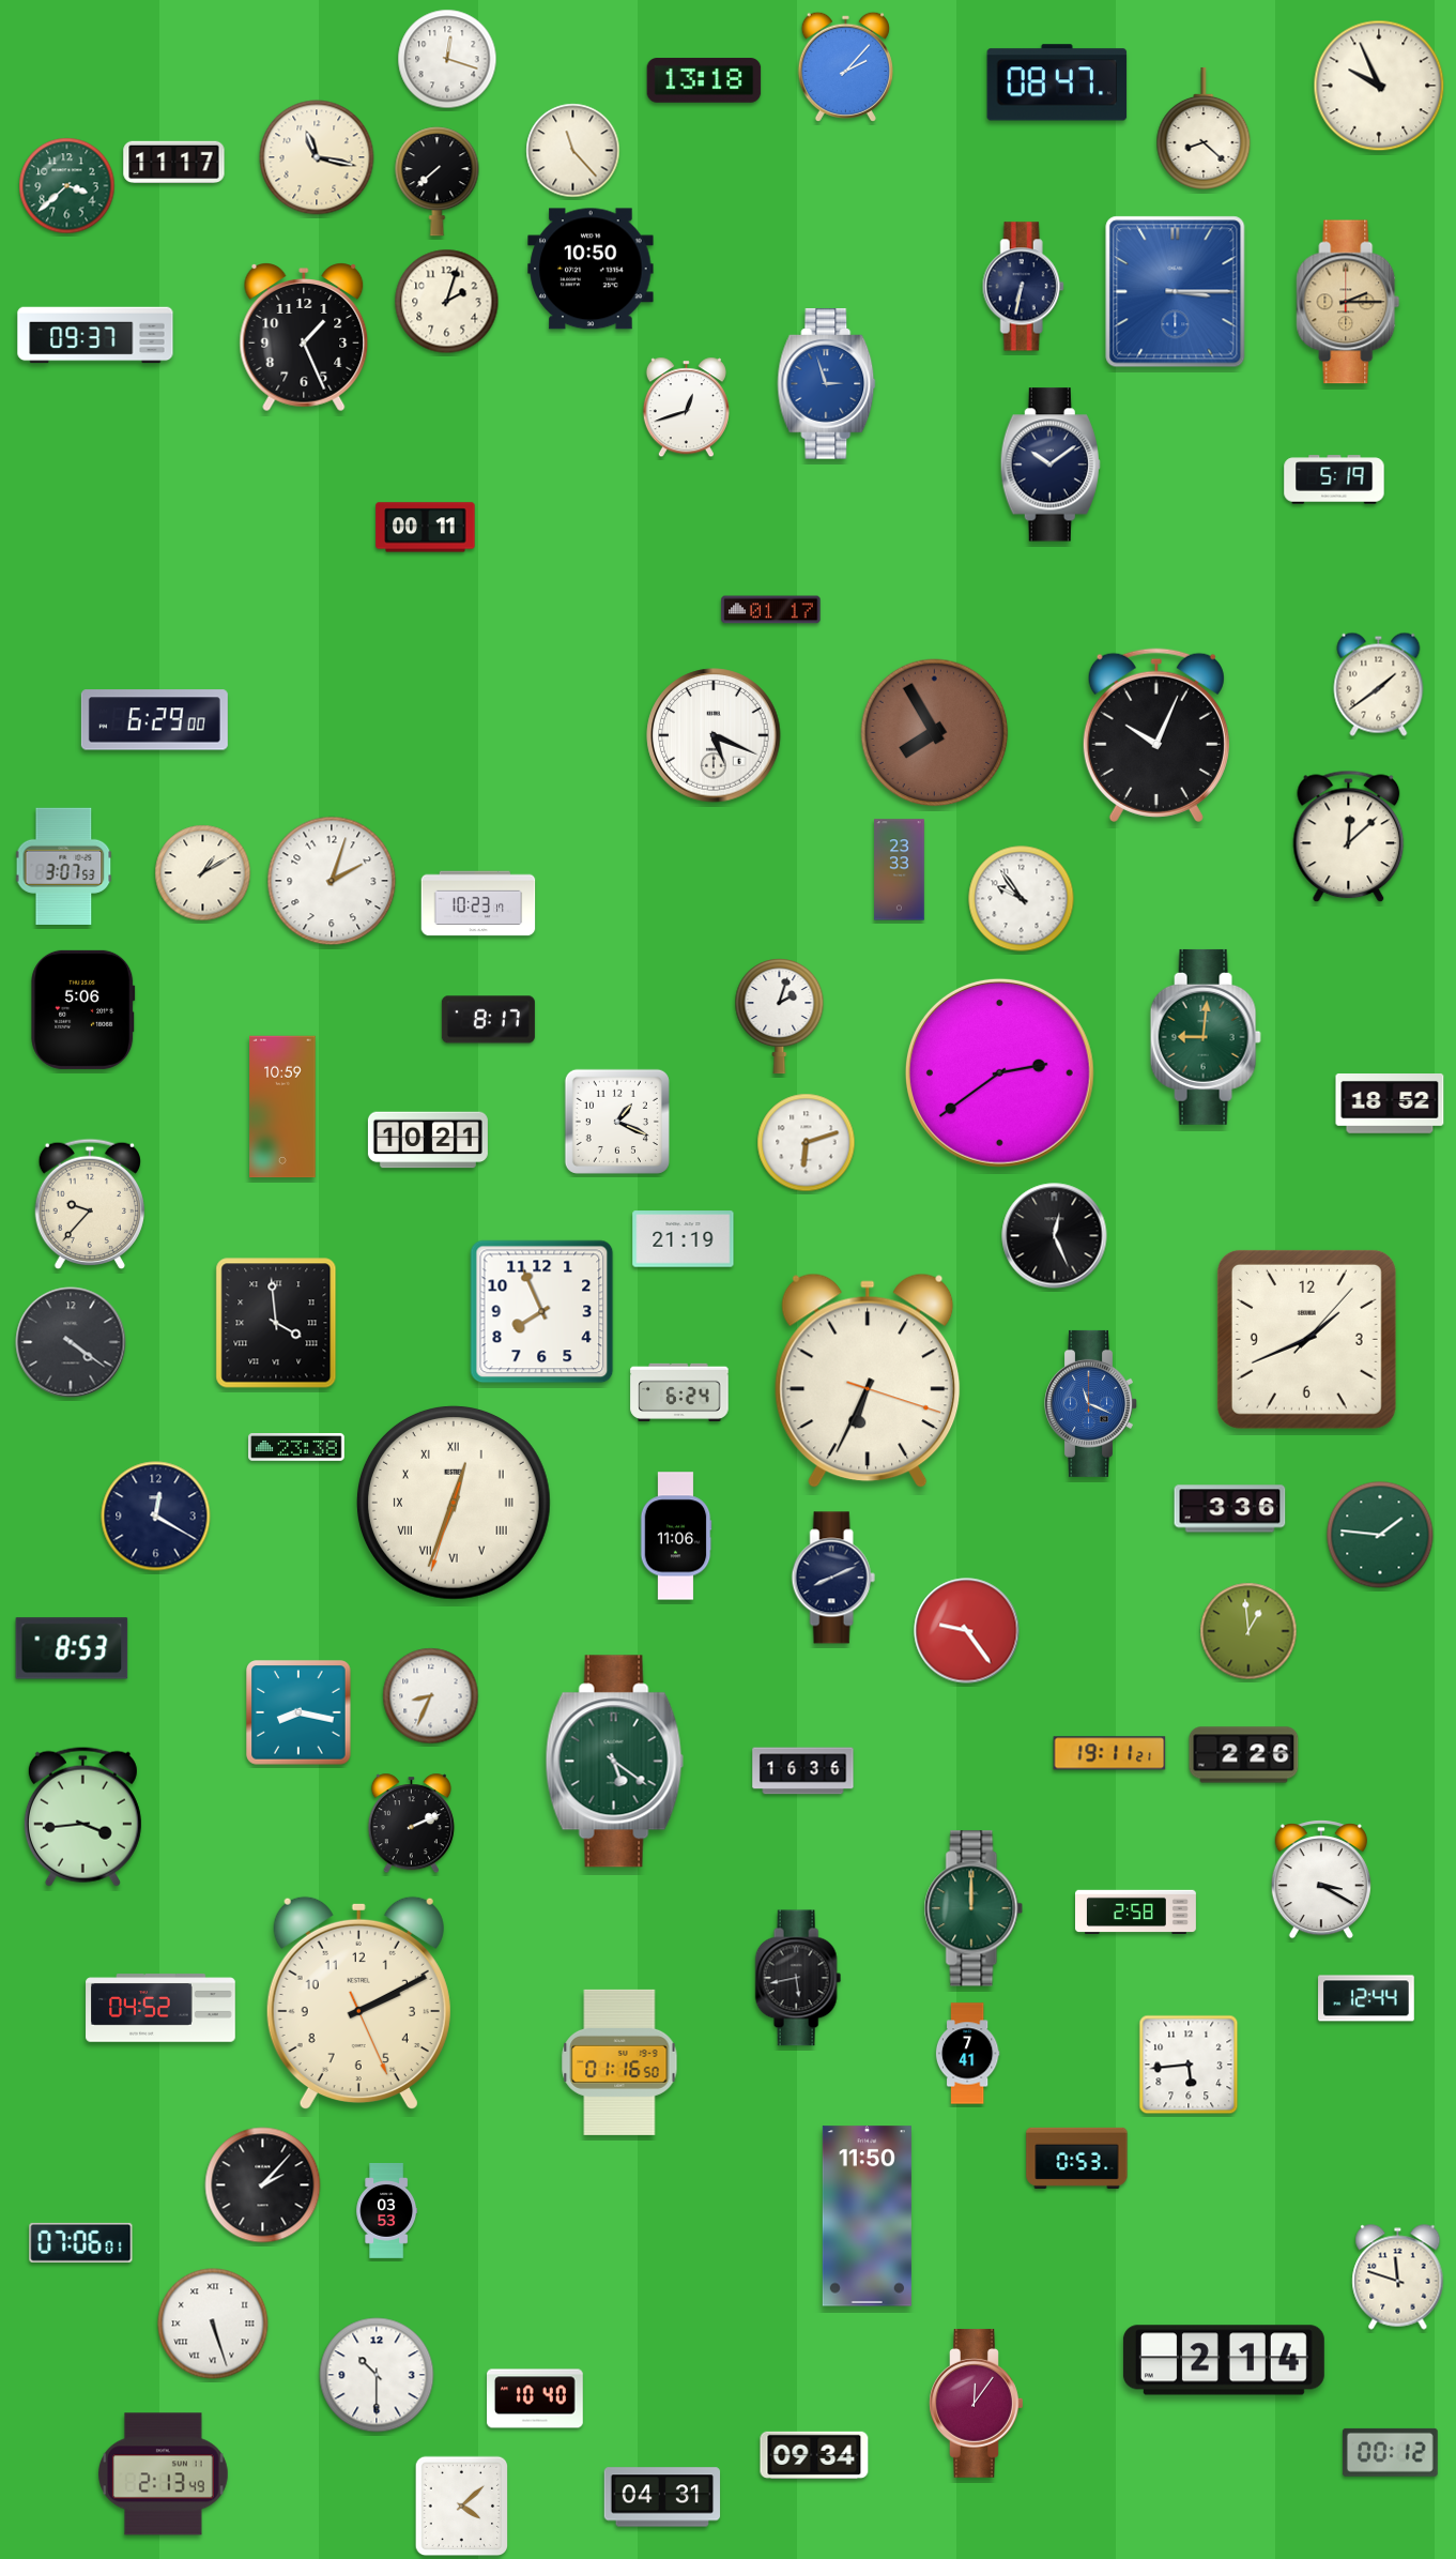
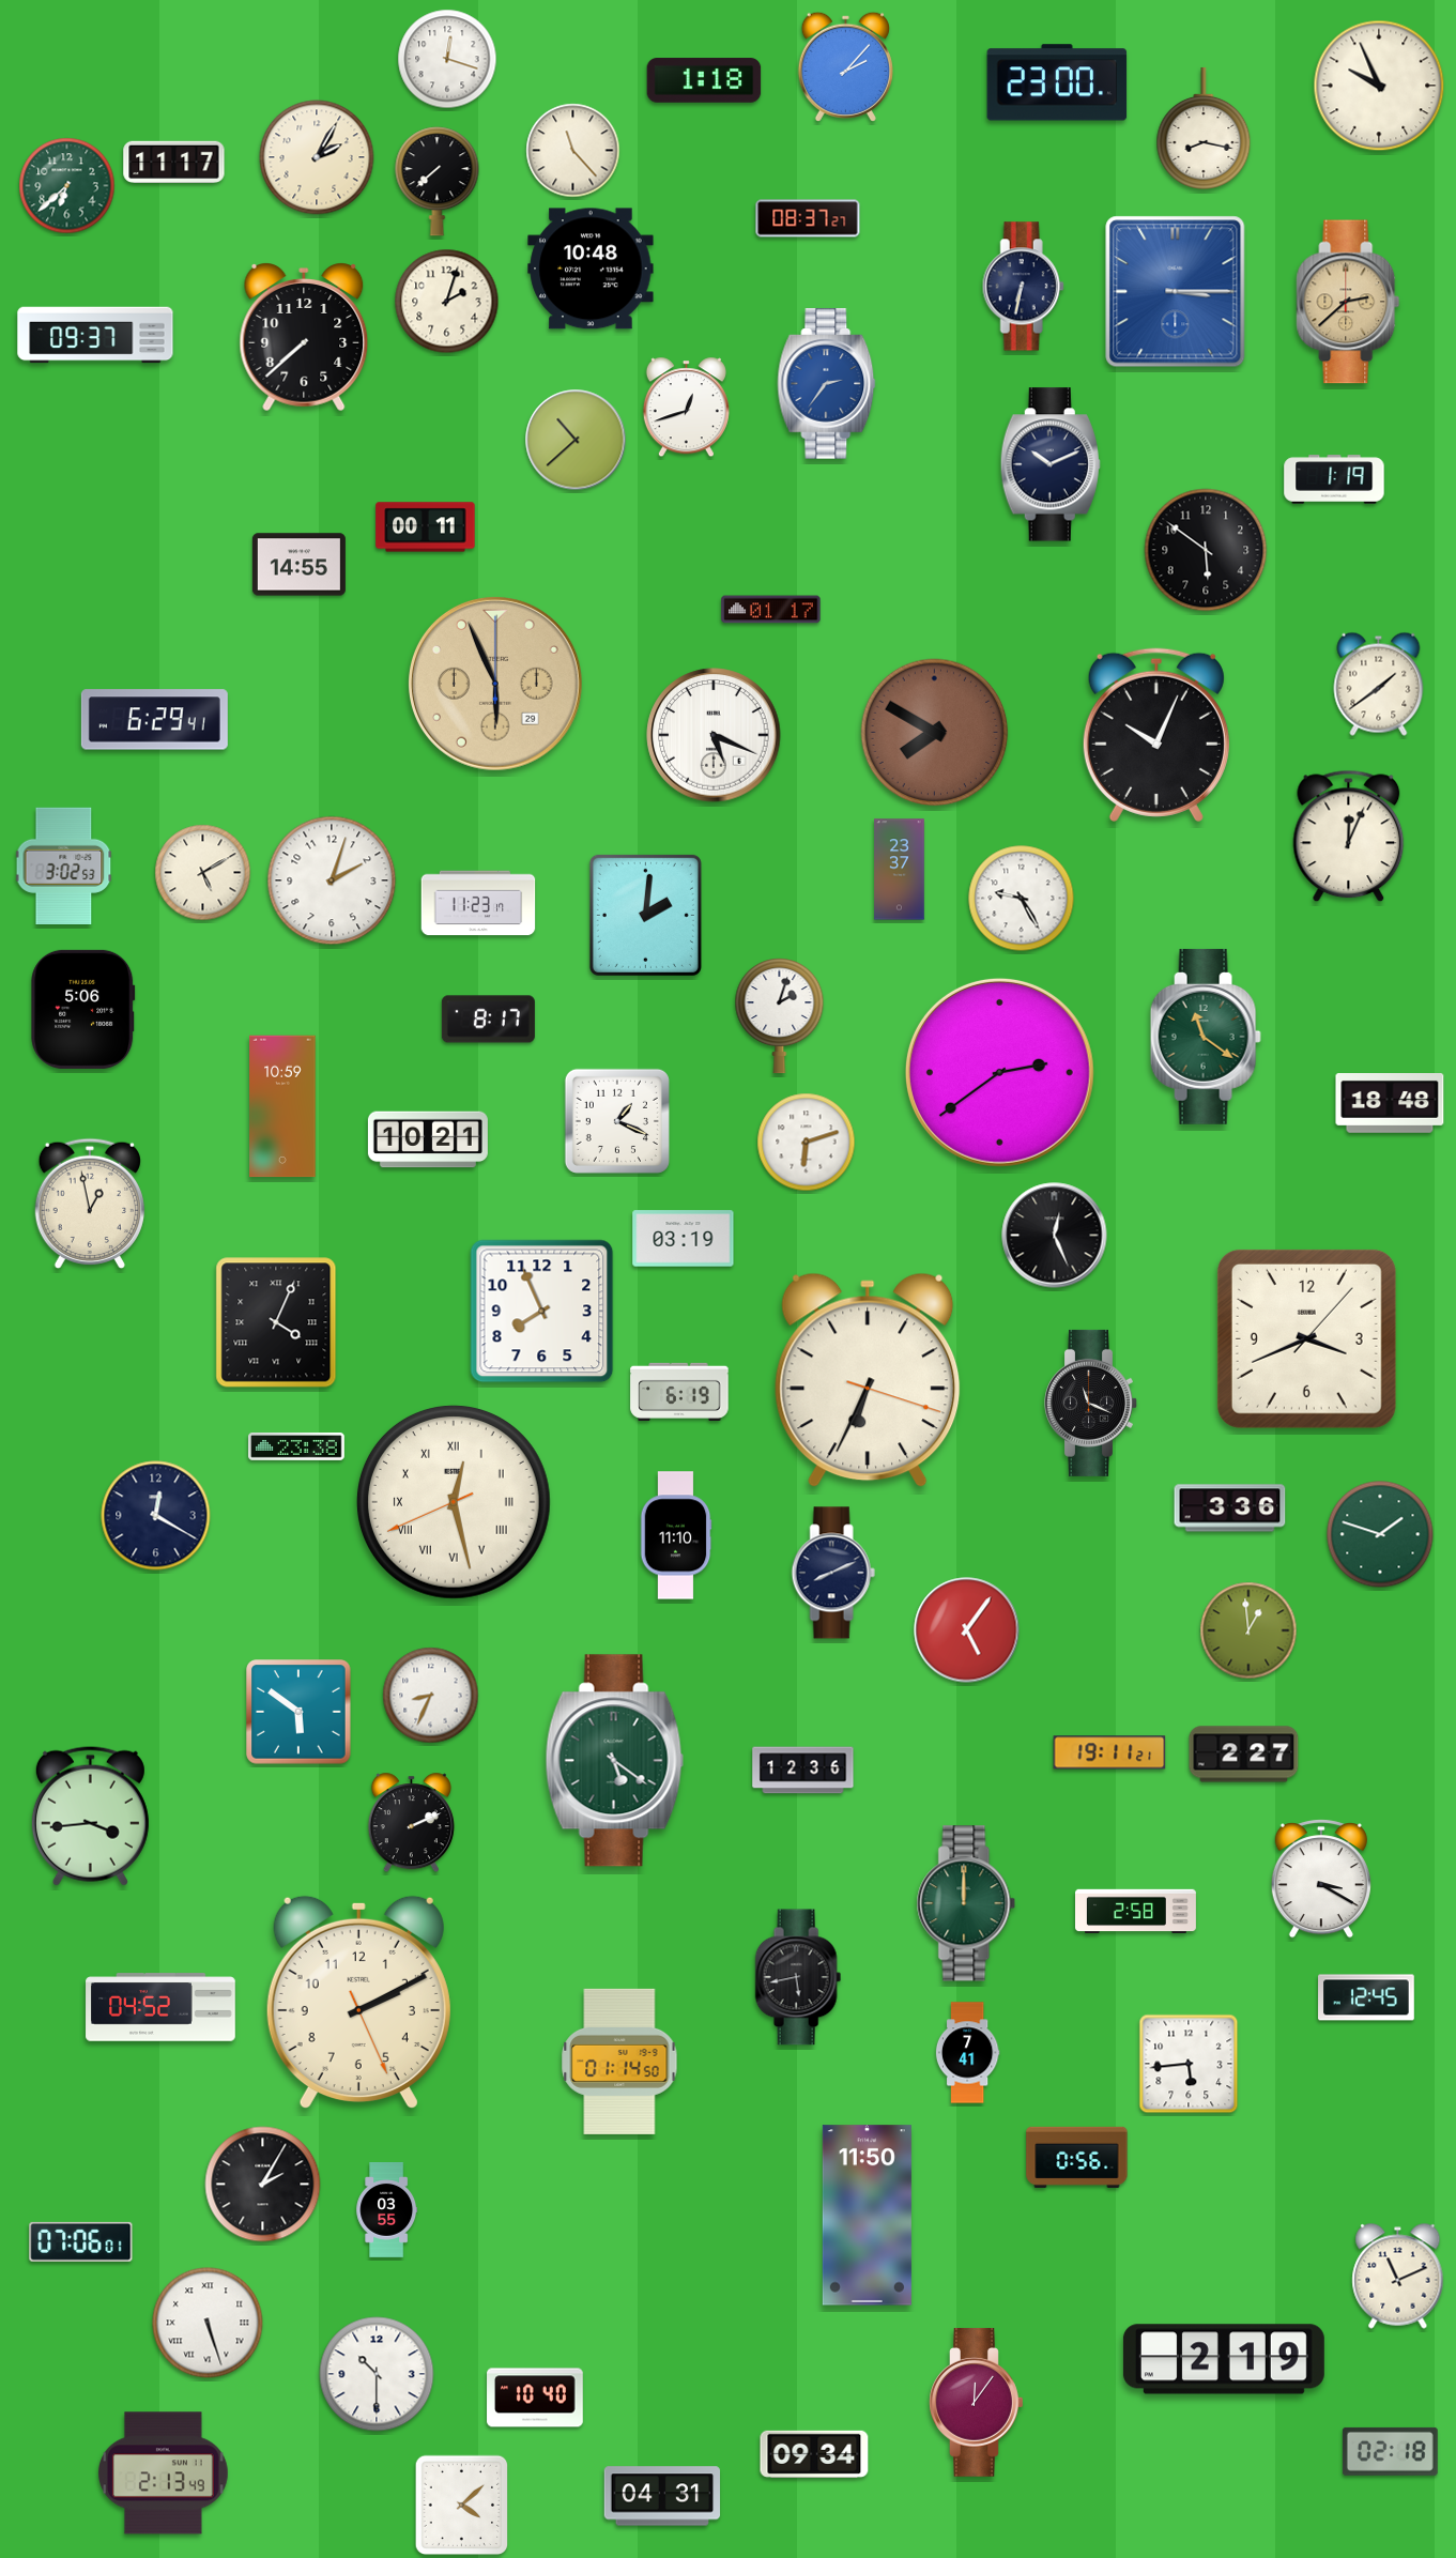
clock at (704, 80): 13:18 -> 1:18
clock at (1057, 82): 08:47 -> 23:00
clock at (1204, 128): 8:22 -> 8:17
clock at (317, 157): 11:17 -> 2:05
clock at (67, 186): 3:38 -> 6:38
clock at (808, 218): none -> 08:37
clock at (591, 269): 10:50 -> 10:48
clock at (1348, 302): 2:15 -> 2:38
clock at (304, 337): 1:26 -> 7:38
clock at (827, 384): 2:57 -> 2:36
clock at (576, 440): none -> 10:38
clock at (1051, 464): 10:09 -> 10:11
clock at (1334, 479): 5:19 -> 1:19
clock at (1206, 550): none -> 5:51
clock at (298, 565): none -> 14:55
clock at (496, 685): none -> 5:56
clock at (154, 720): 6:29:00 -> 6:29:41
clock at (935, 733): 7:55 -> 7:50
clock at (1349, 837): 12:08 -> 12:04
clock at (64, 866): 3:07 -> 3:02
clock at (900, 870): 23:33 -> 23:37
clock at (203, 873): 1:10 -> 5:10
clock at (1022, 899): 9:54 -> 9:25
clock at (478, 903): 10:23 -> 11:23
clock at (645, 915): none -> 2:01
clock at (1206, 1037): 9:01 -> 11:21
clock at (1390, 1105): 18:52 -> 18:48
clock at (90, 1203): 9:37 -> 12:58
clock at (684, 1239): 21:19 -> 03:19
clock at (276, 1323): 3:59 -> 4:04
clock at (1306, 1339): 1:41 -> 3:41
clock at (71, 1342): 4:21 -> none
clock at (679, 1391): 6:24 -> 6:19
clock at (1091, 1403) dial: blue -> black
clock at (454, 1503): 12:33 -> 12:27
clock at (1380, 1535): 1:46 -> 1:48
clock at (676, 1536): 11:06 -> 11:10
clock at (833, 1578) position: (833, 1578) -> (833, 1573)
clock at (967, 1631): 9:24 -> 5:06
clock at (72, 1648): 8:53 -> none
clock at (298, 1712): 8:17 -> 5:51
clock at (1244, 1755): 2:26 -> 2:27
clock at (803, 1771): 16:36 -> 12:36
clock at (82, 1816) position: (82, 1816) -> (90, 1816)
clock at (974, 1908) position: (974, 1908) -> (966, 1903)
clock at (1366, 1998): 12:44 -> 12:45
clock at (619, 2062): 01:16 -> 01:14
clock at (1077, 2158): 0:53 -> 0:56
clock at (263, 2185): 2:07 -> 2:05
clock at (387, 2211): 03:53 -> 03:55
clock at (1398, 2278): 11:48 -> 11:11
clock at (213, 2324) position: (213, 2324) -> (208, 2323)
clock at (1224, 2360): 2:14 -> 2:19
clock at (1390, 2452): 00:12 -> 02:18
